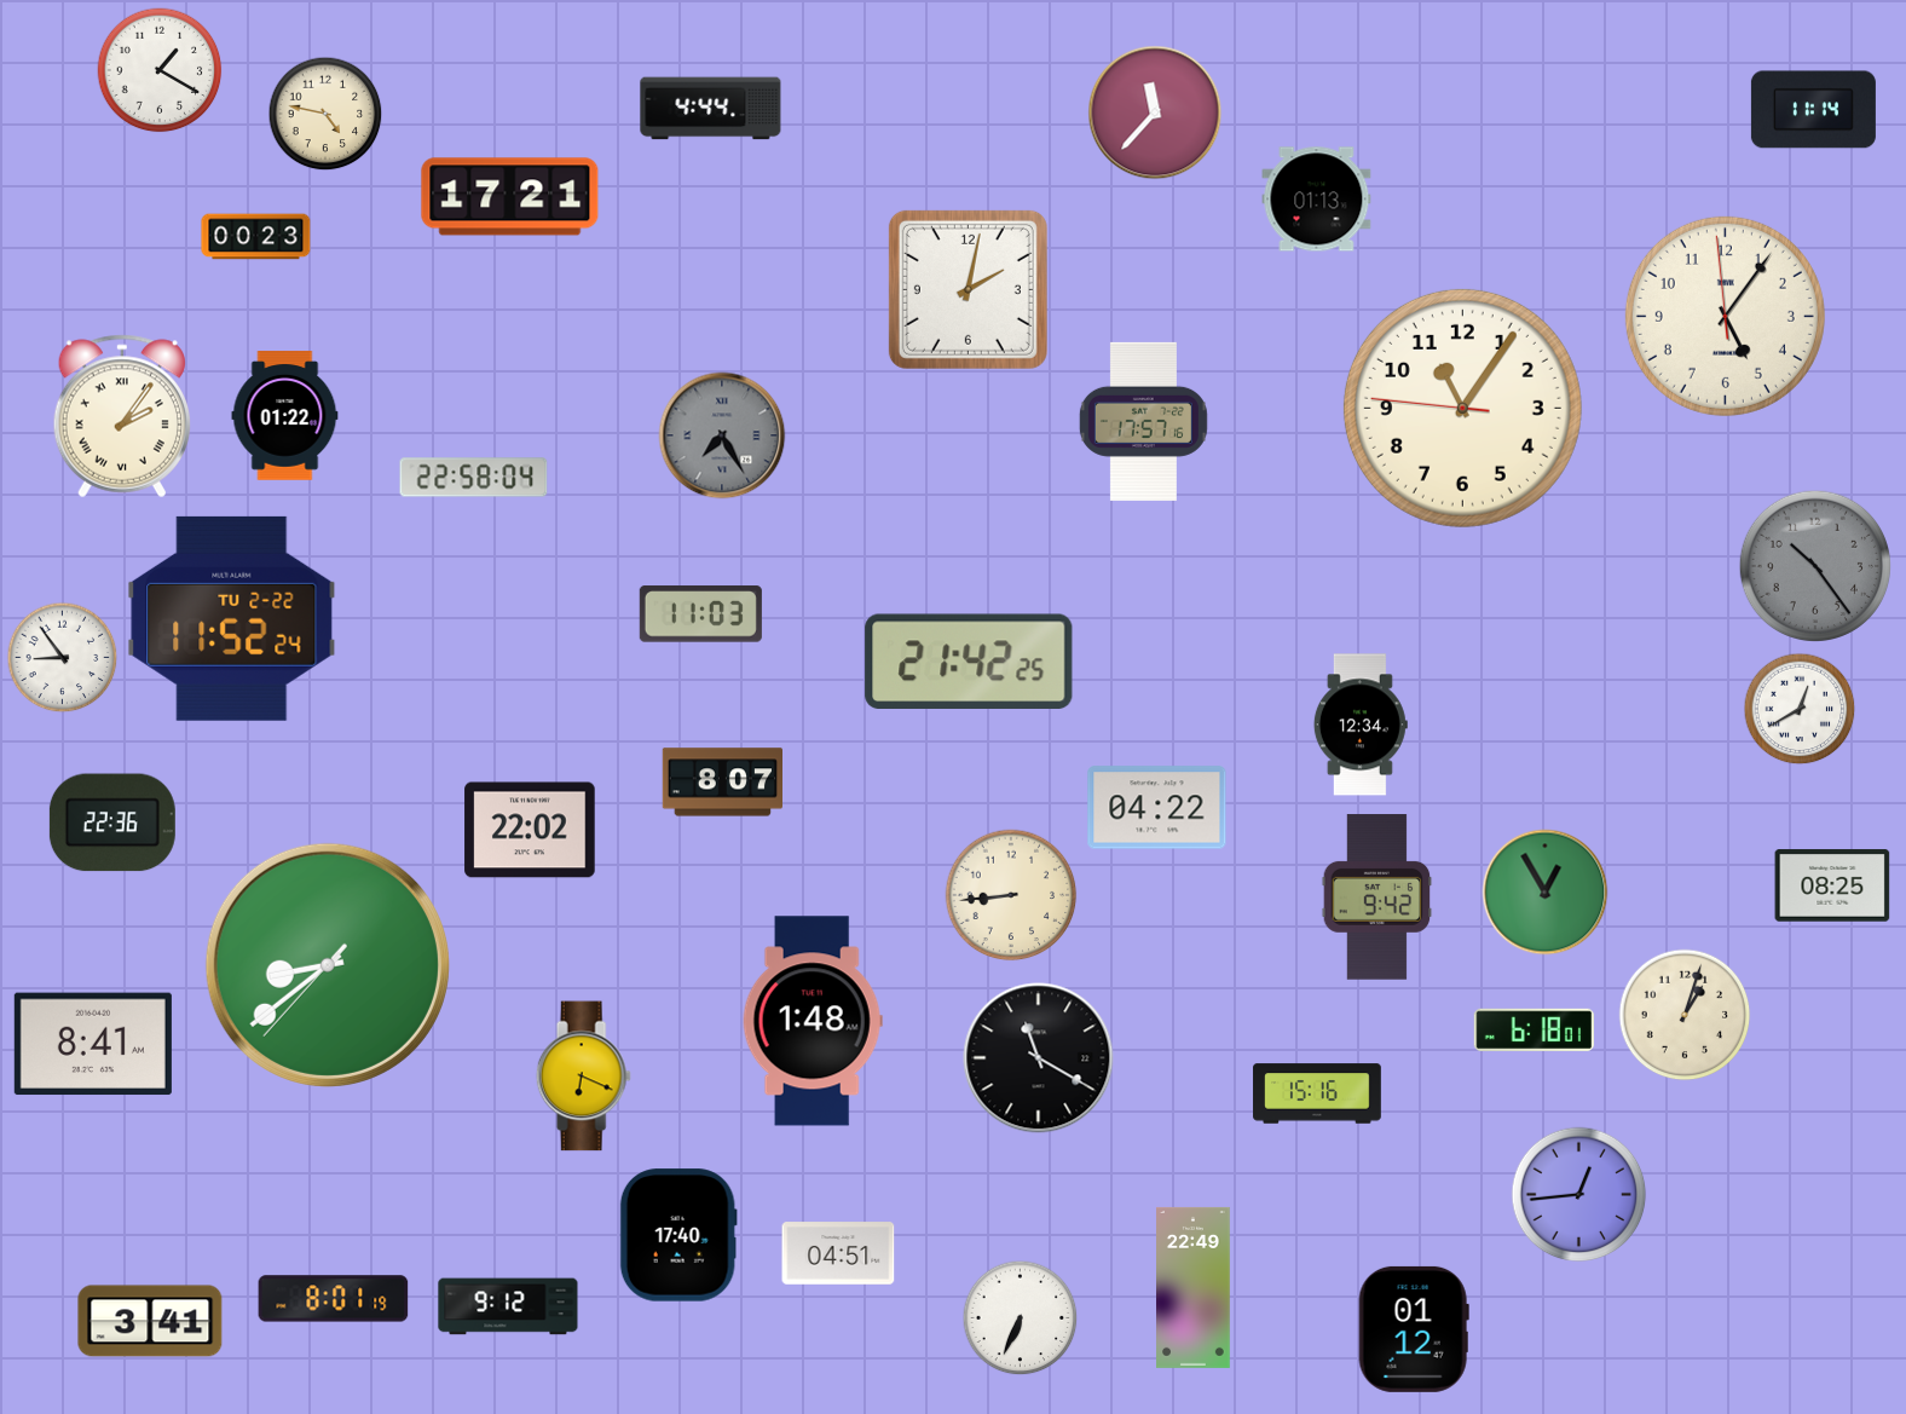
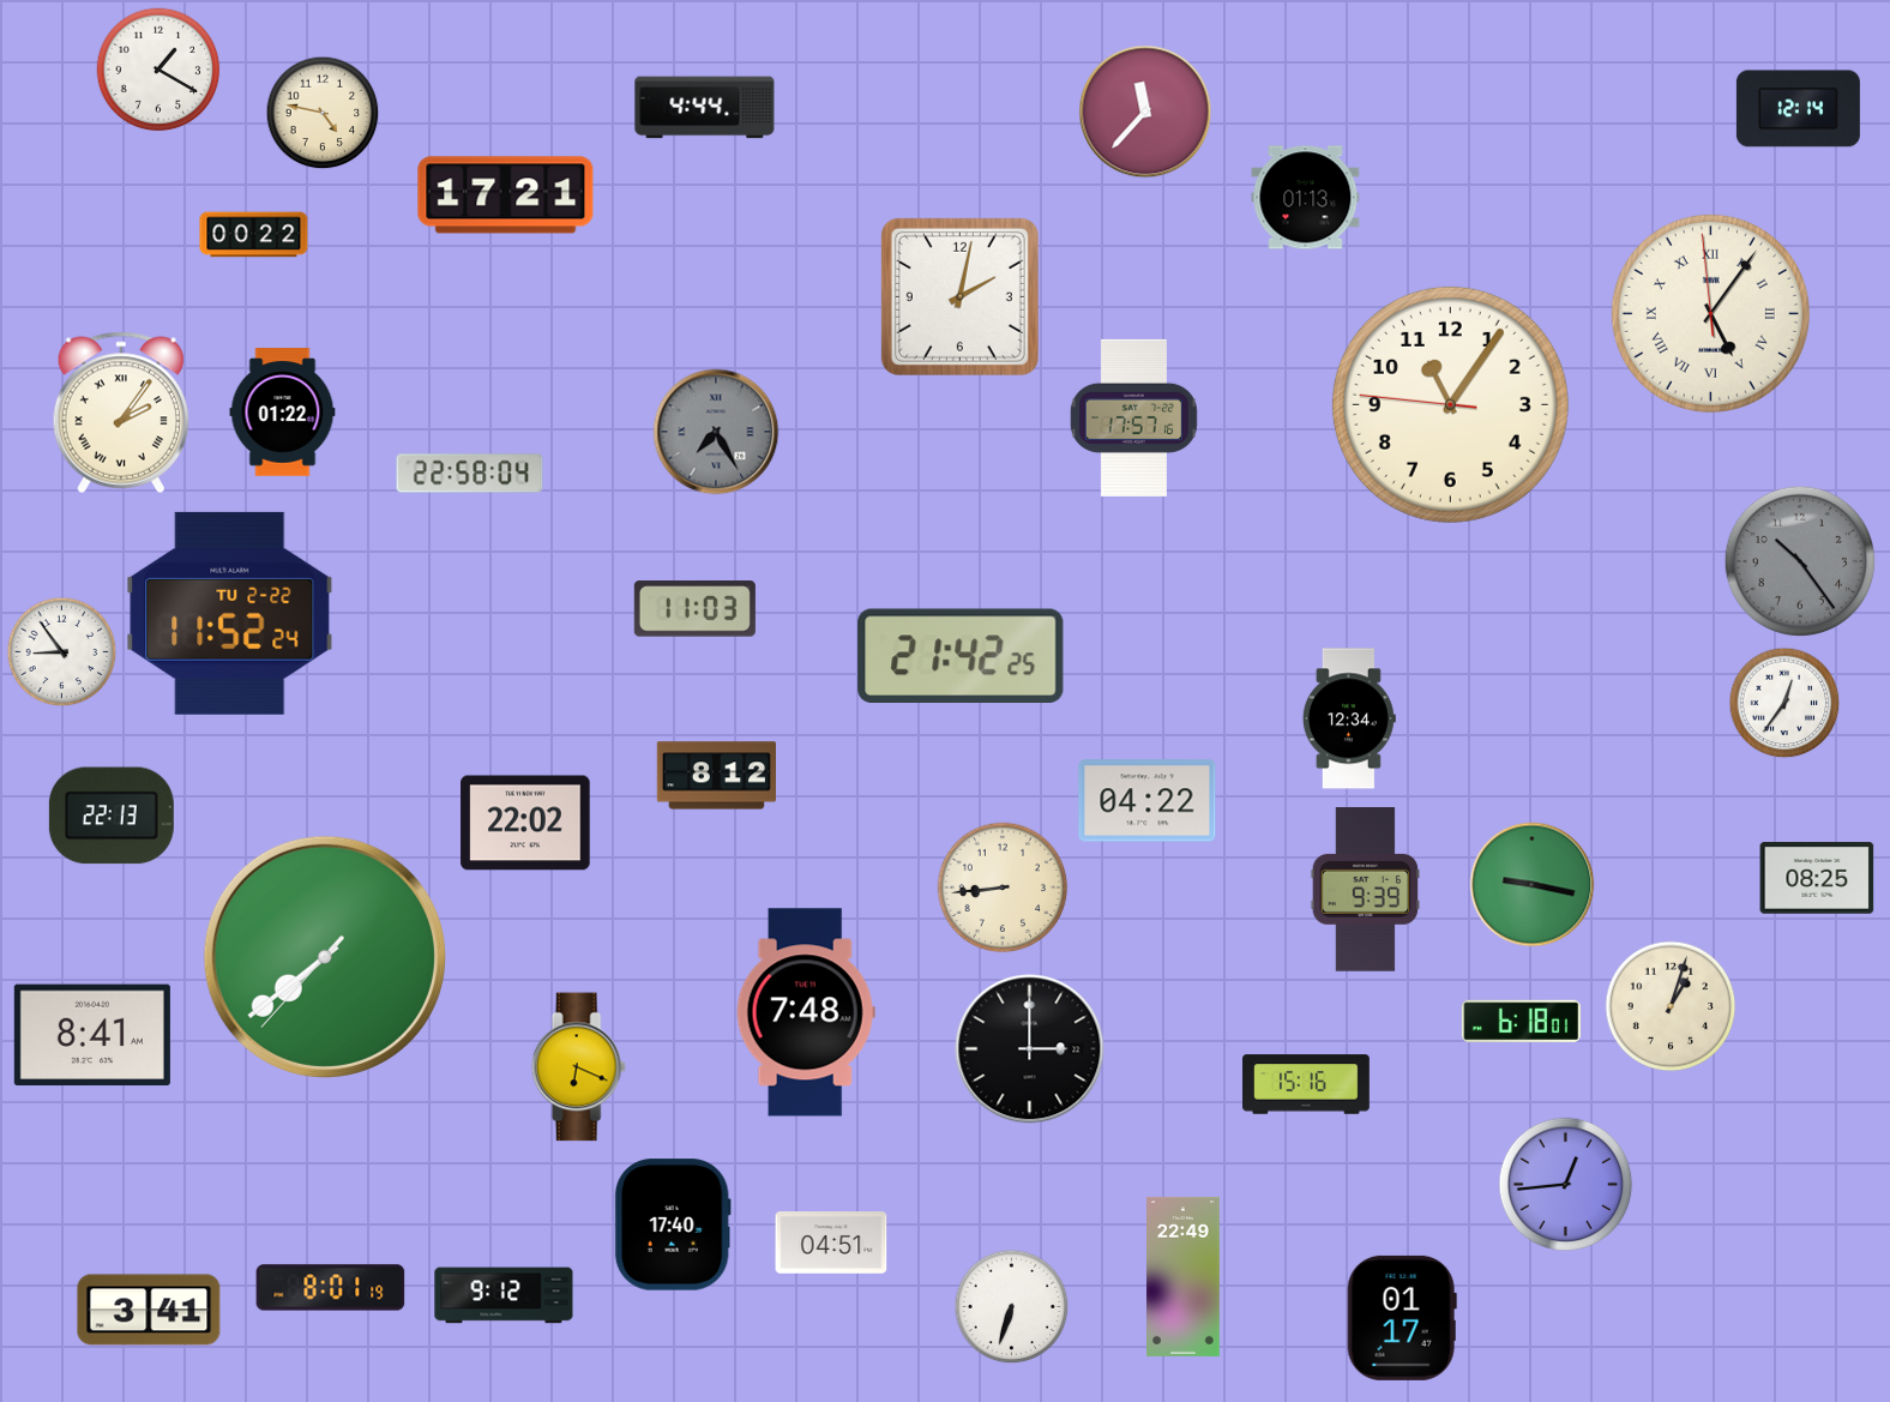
clock at (1813, 110): 11:14 -> 12:14
clock at (256, 237): 00:23 -> 00:22
clock at (968, 289) position: (968, 289) -> (959, 296)
clock at (1725, 316) numerals: Arabic -> Roman
clock at (1800, 709): 12:40 -> 12:36
clock at (722, 783): 8:07 -> 8:12
clock at (112, 823): 22:36 -> 22:13
clock at (1546, 893): 12:55 -> 9:17
clock at (1377, 898): 9:42 -> 9:39
clock at (328, 965): 8:38 -> 7:38
clock at (813, 1021): 1:48 -> 7:48
clock at (1039, 1058): 11:20 -> 3:00
clock at (1021, 1318): 6:34 -> 6:33
clock at (1414, 1329): 01:12 -> 01:17
